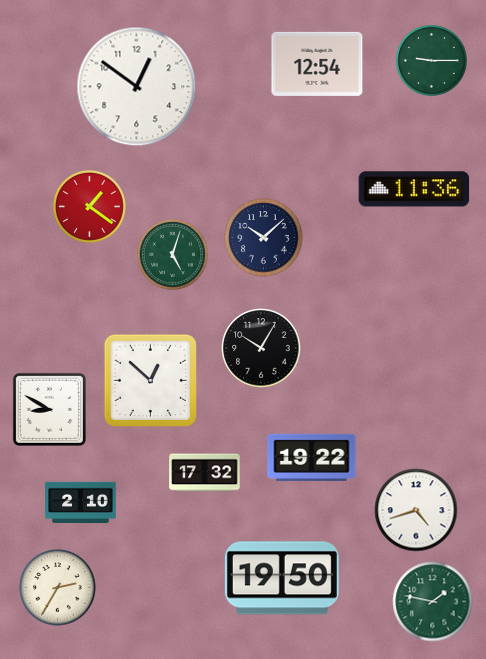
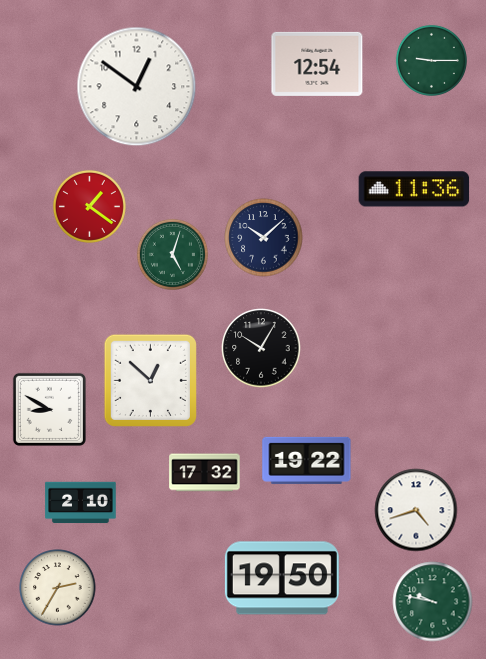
clock at (312, 457) position: (312, 457) -> (307, 460)
clock at (433, 602): 1:47 -> 9:47
